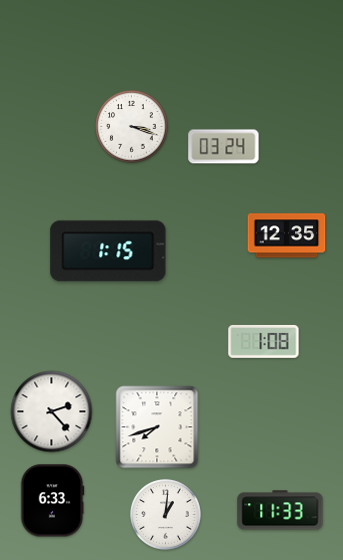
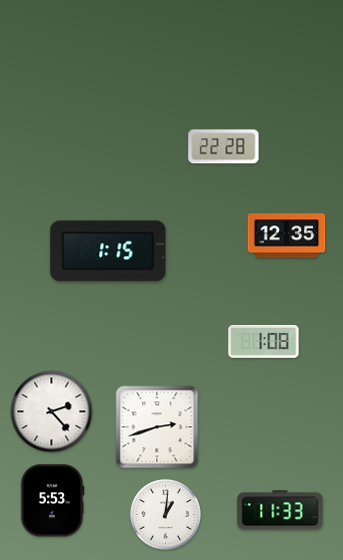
clock at (132, 127): 3:18 -> none
clock at (224, 147): 03:24 -> 22:28
clock at (157, 427): 7:42 -> 2:42
clock at (52, 501): 6:33 -> 5:53
